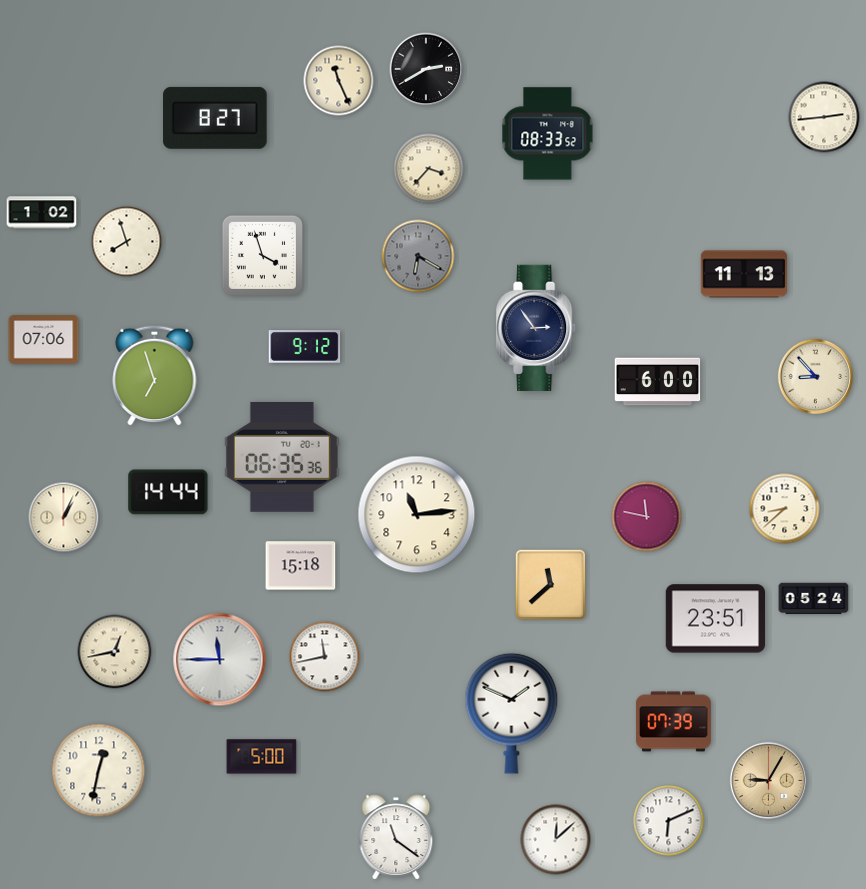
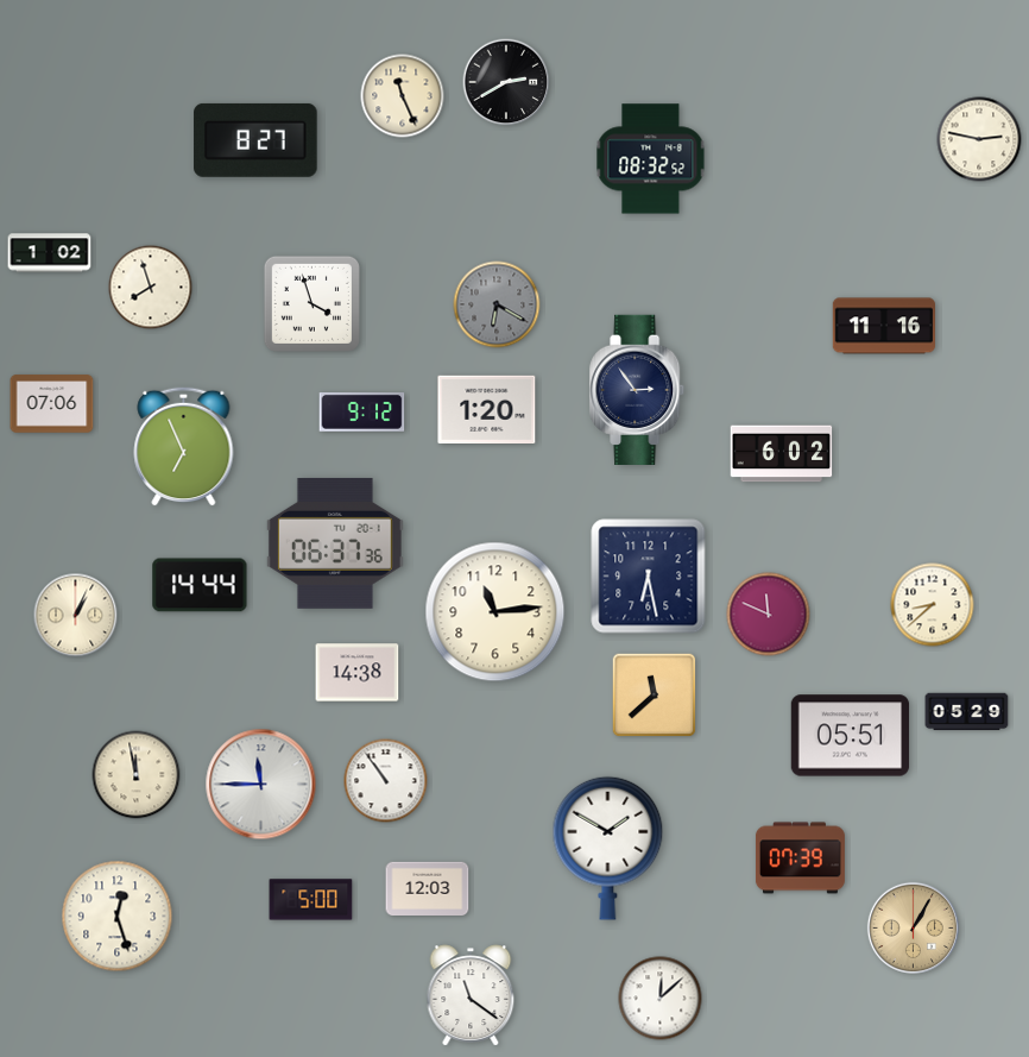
clock at (824, 117): 2:44 -> 2:47
clock at (548, 134): 08:33 -> 08:32
clock at (429, 169): 3:37 -> none
clock at (744, 274): 11:13 -> 11:16
clock at (487, 410): none -> 1:20
clock at (155, 375): 6:57 -> 6:56
clock at (816, 377): 8:53 -> none
clock at (658, 382): 6:00 -> 6:02
clock at (282, 457): 06:35 -> 06:37
clock at (649, 577): none -> 6:28
clock at (647, 517): 11:47 -> 11:49
clock at (301, 566): 15:18 -> 14:38
clock at (814, 599): 05:24 -> 05:29
clock at (716, 619): 23:51 -> 05:51
clock at (115, 652): 12:43 -> 11:58
clock at (325, 657): 11:43 -> 10:54
clock at (512, 713): 1:49 -> 1:50
clock at (428, 888): none -> 12:03
clock at (99, 771): 12:32 -> 12:27
clock at (768, 780): 9:05 -> 1:05
clock at (669, 821): 6:11 -> none
